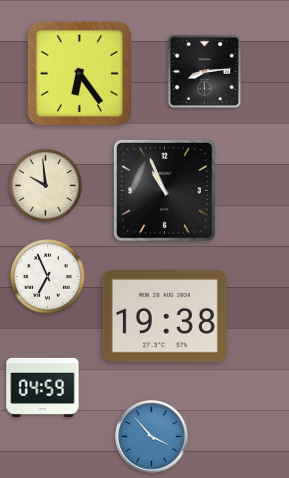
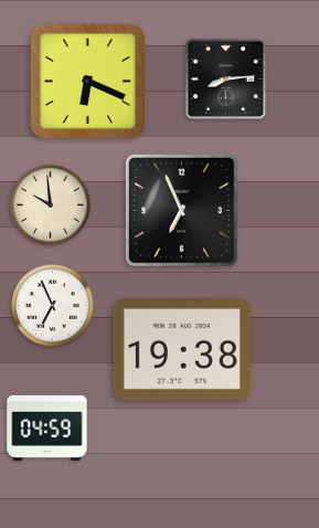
clock at (80, 74): 6:24 -> 6:19
clock at (164, 190): 10:56 -> 6:56
clock at (152, 437): 3:53 -> none
